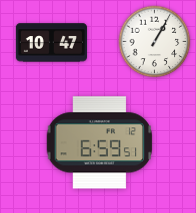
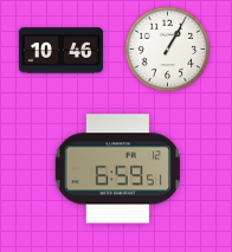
clock at (155, 42) position: (155, 42) -> (168, 50)
clock at (51, 43): 10:47 -> 10:46
